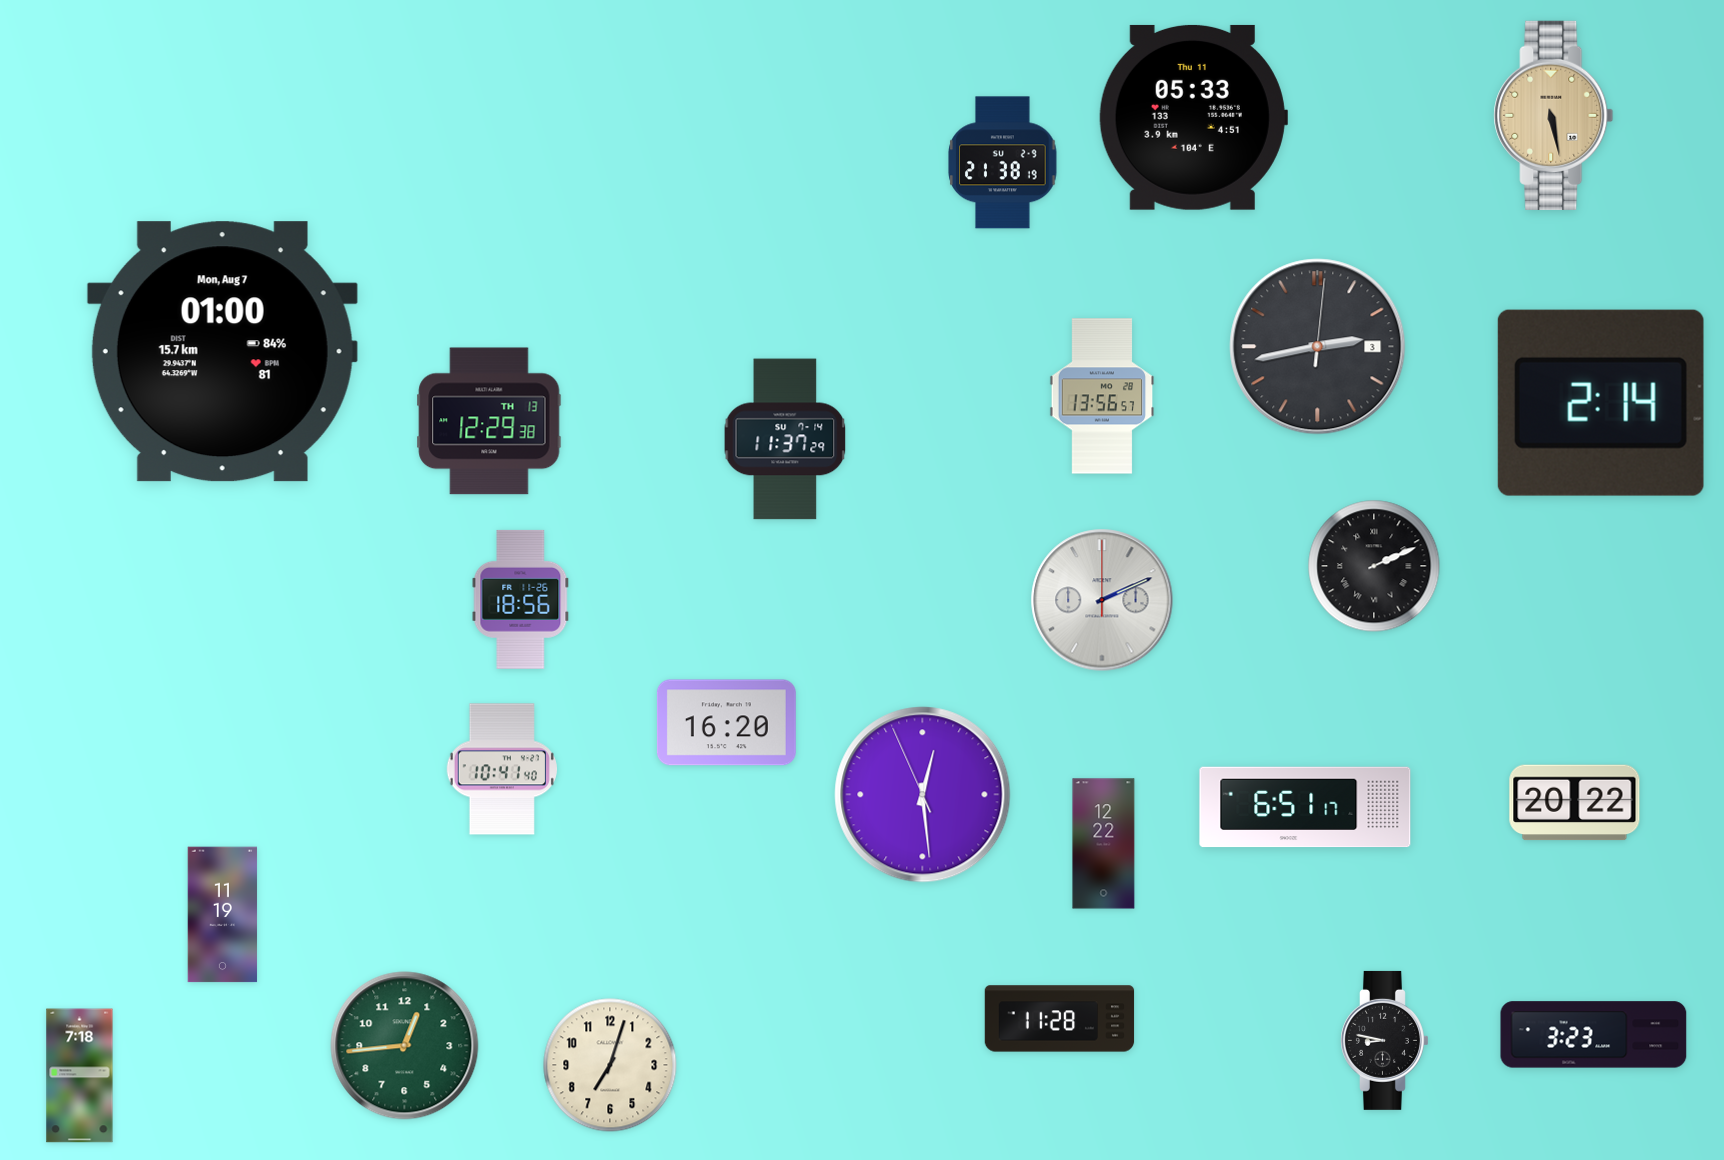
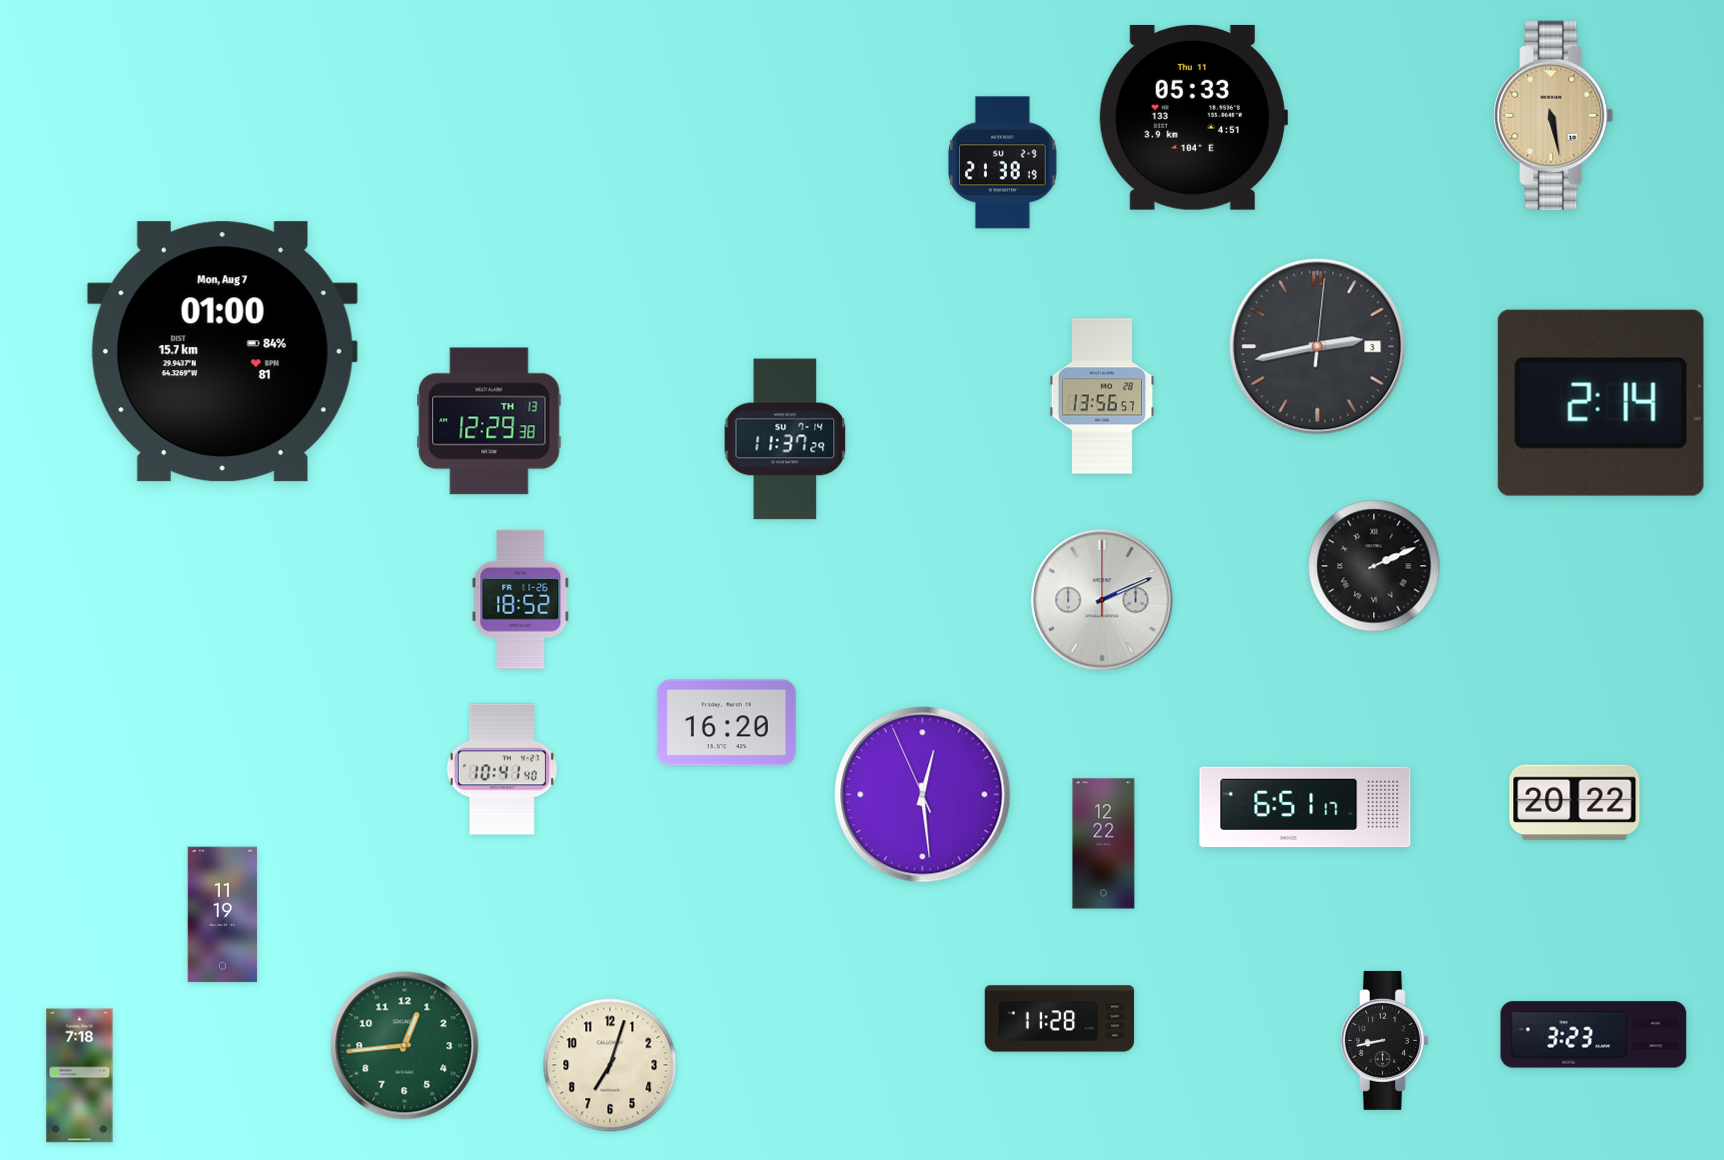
clock at (521, 599): 18:56 -> 18:52
clock at (1385, 1040): 8:47 -> 8:43
